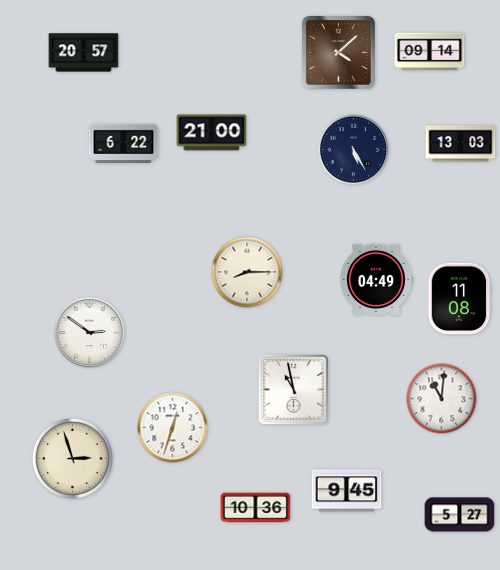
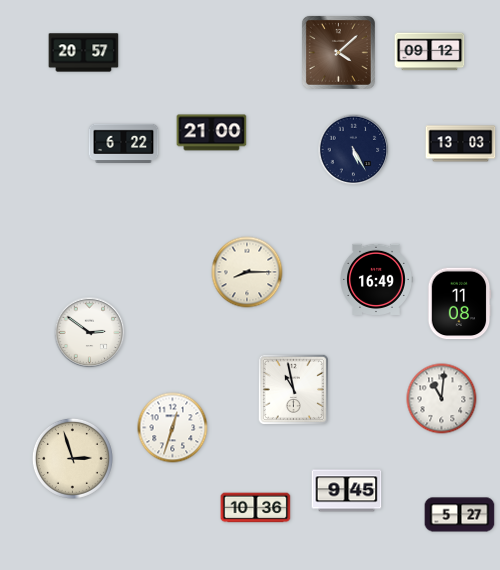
clock at (430, 52): 09:14 -> 09:12
clock at (376, 279): 04:49 -> 16:49
clock at (459, 299) position: (459, 299) -> (459, 304)
